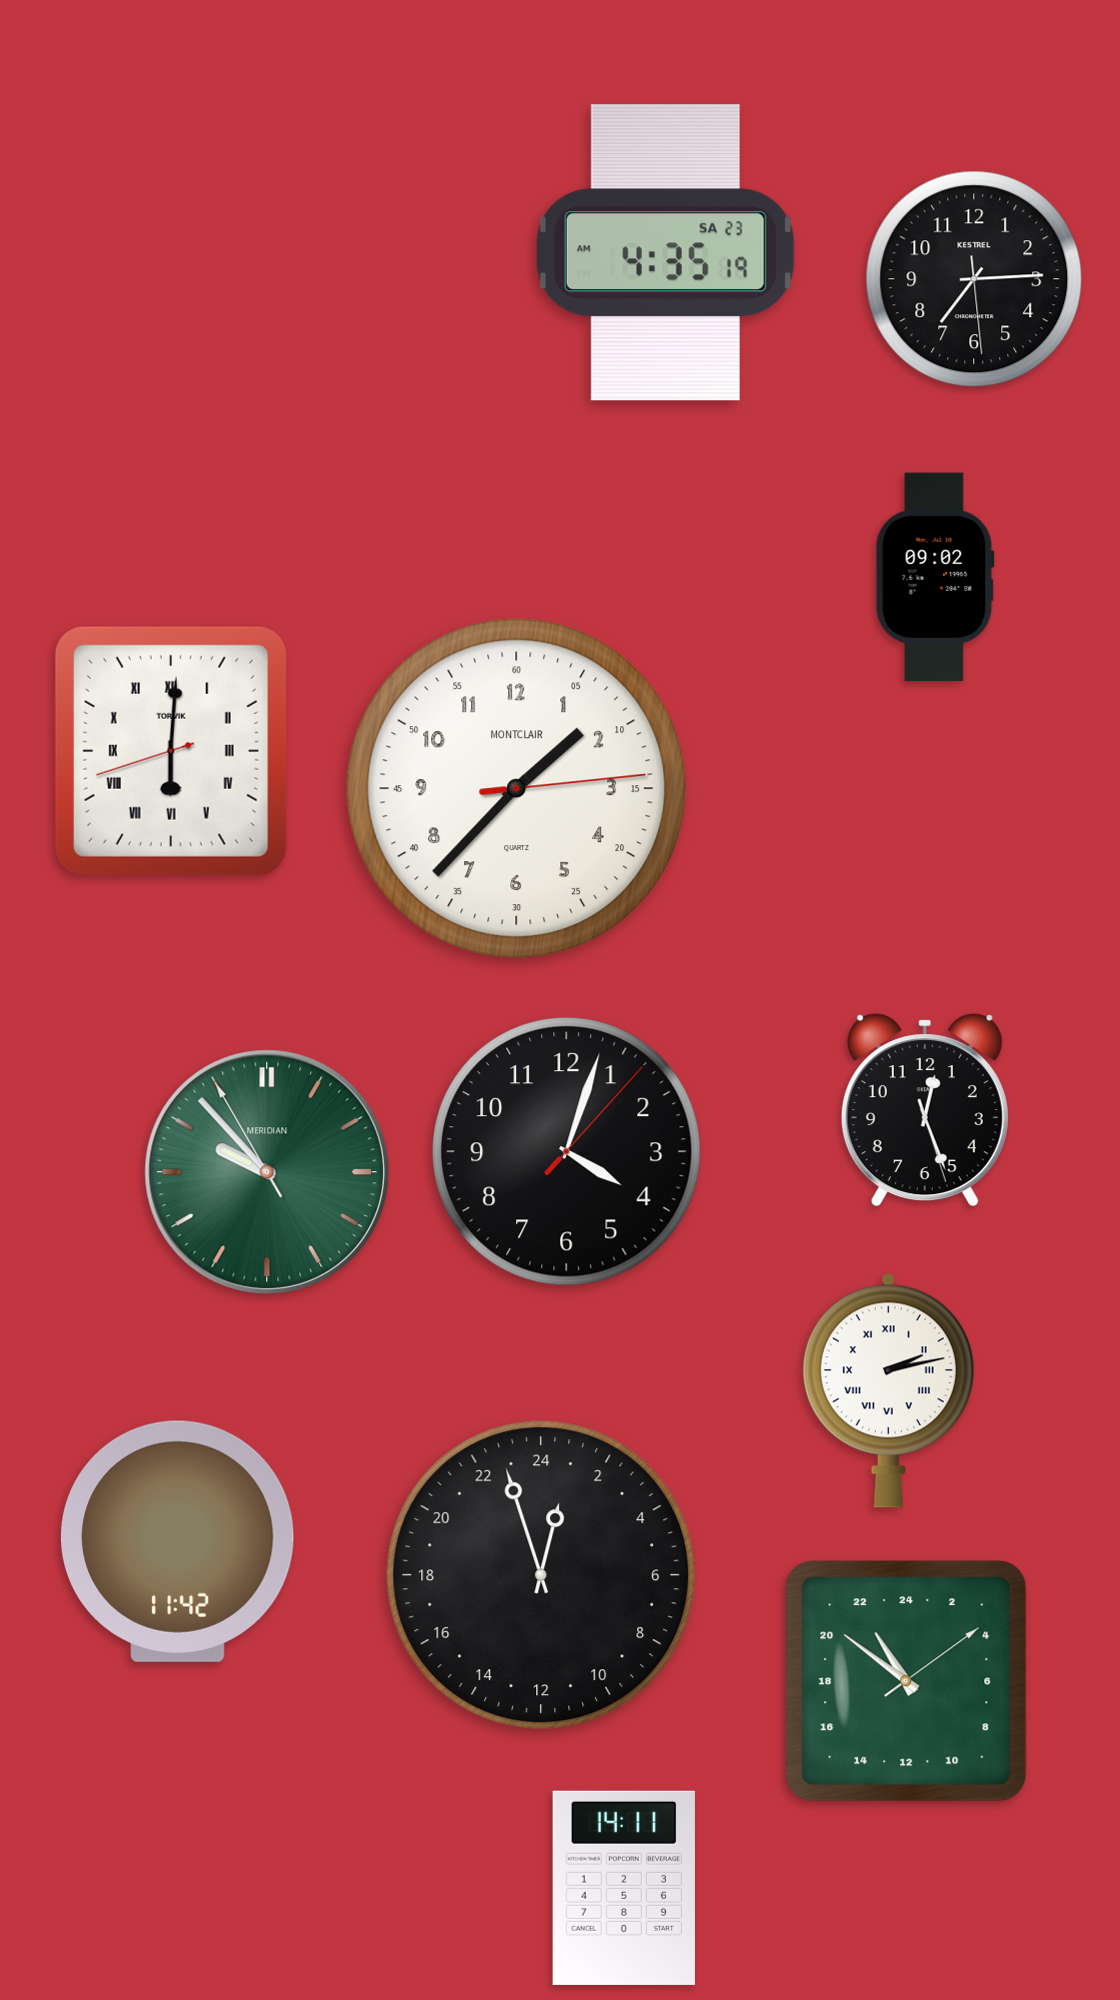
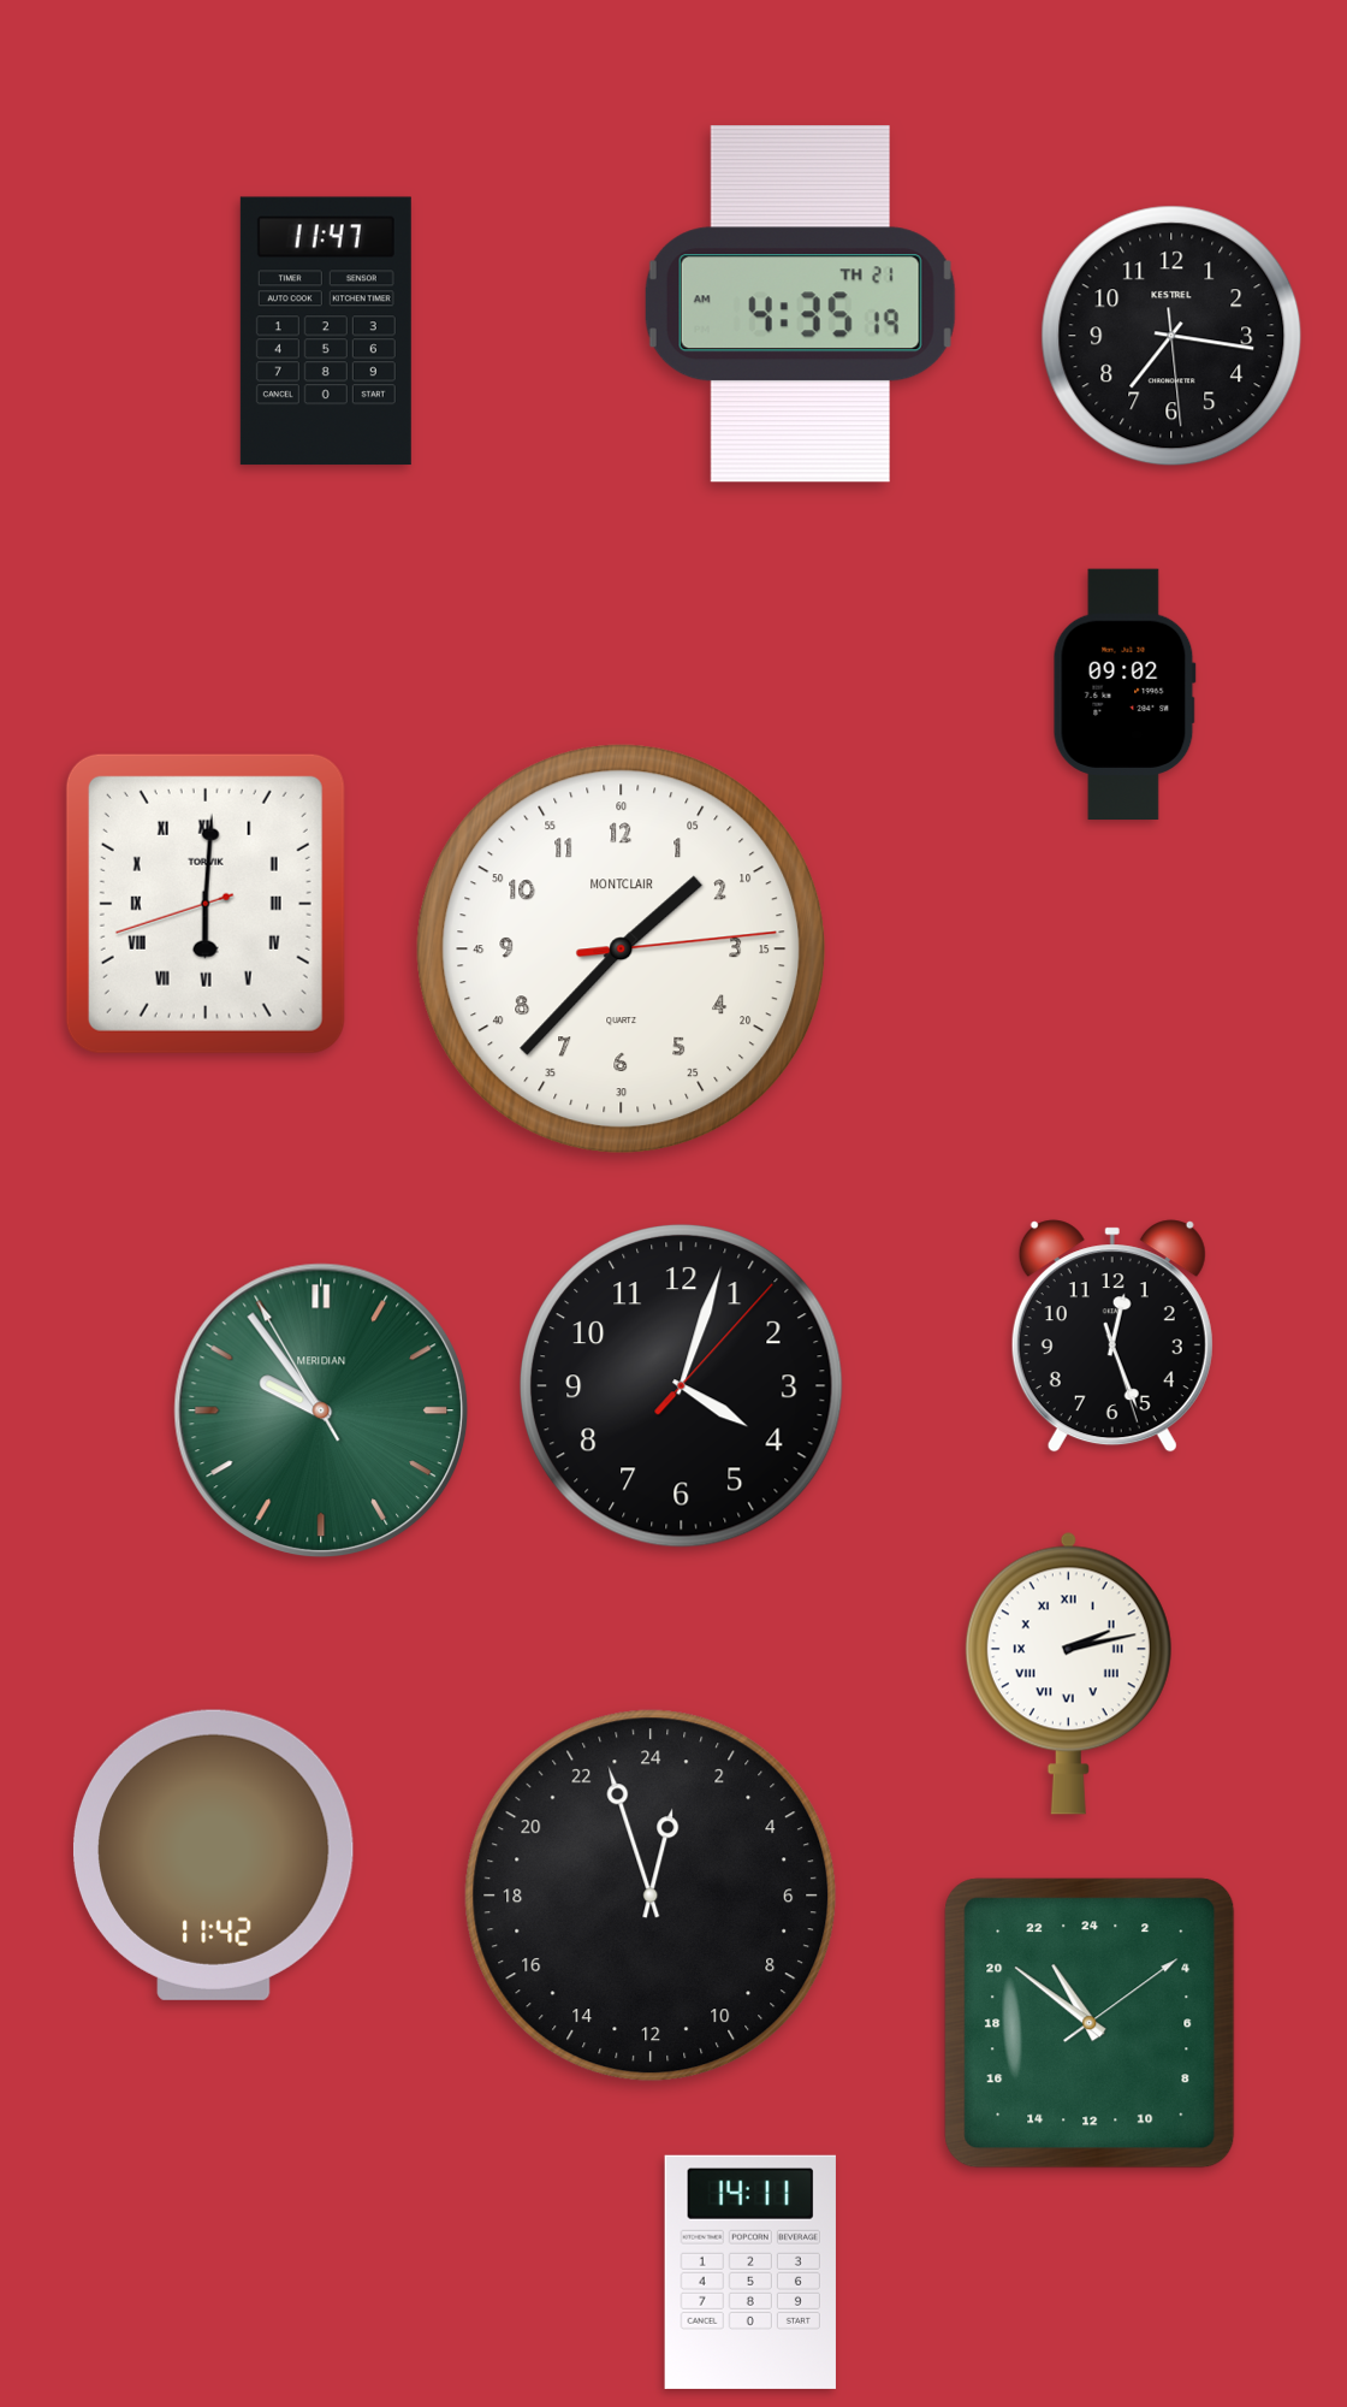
clock at (665, 253) date: SA 23 -> TH 21
clock at (326, 331): none -> 11:47
clock at (974, 279): 7:14 -> 7:16
clock at (267, 1172): 9:52 -> 9:53
